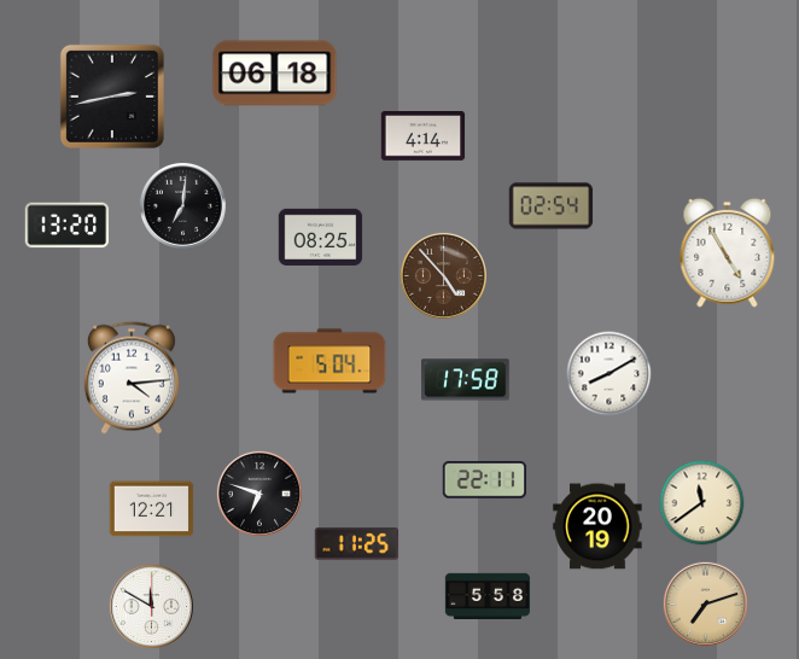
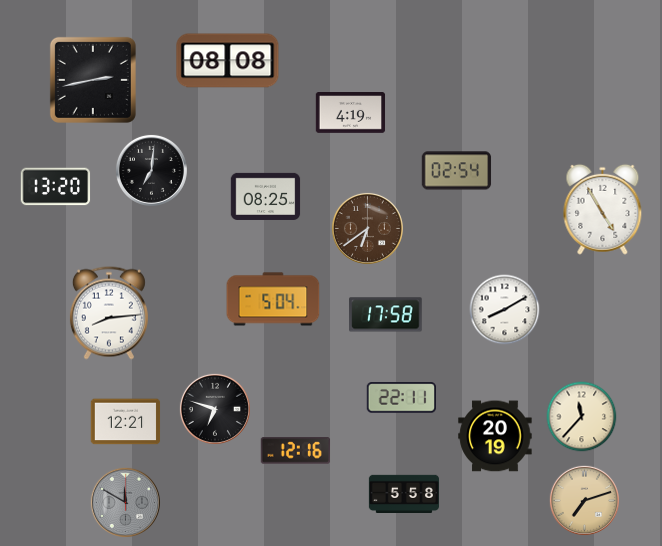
clock at (275, 74): 06:18 -> 08:08
clock at (424, 136): 4:14 -> 4:19
clock at (443, 275): 4:53 -> 6:39
clock at (132, 378): 4:14 -> 8:14
clock at (702, 503): 11:39 -> 11:37
clock at (357, 544): 11:25 -> 12:16
clock at (151, 606) dial: white -> grey
